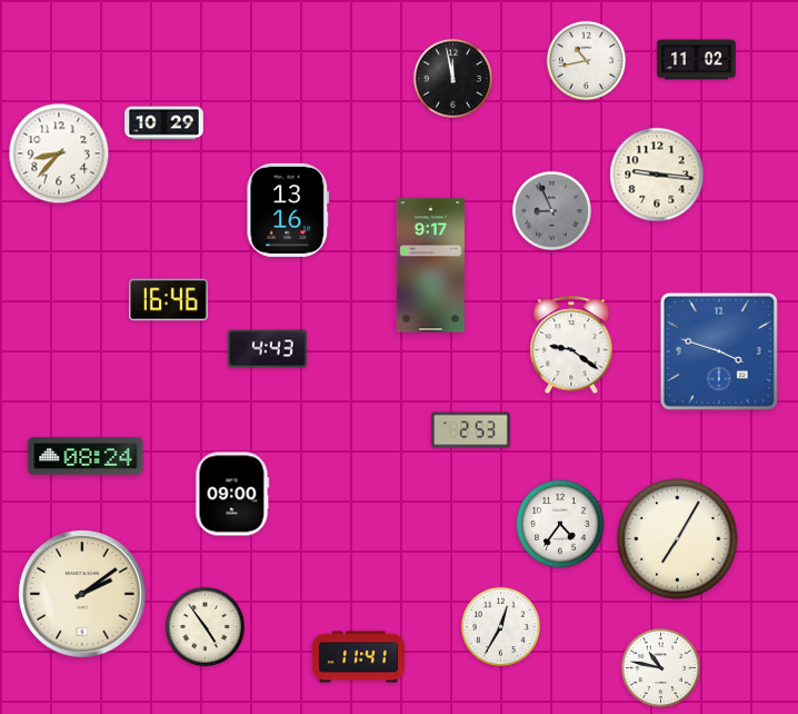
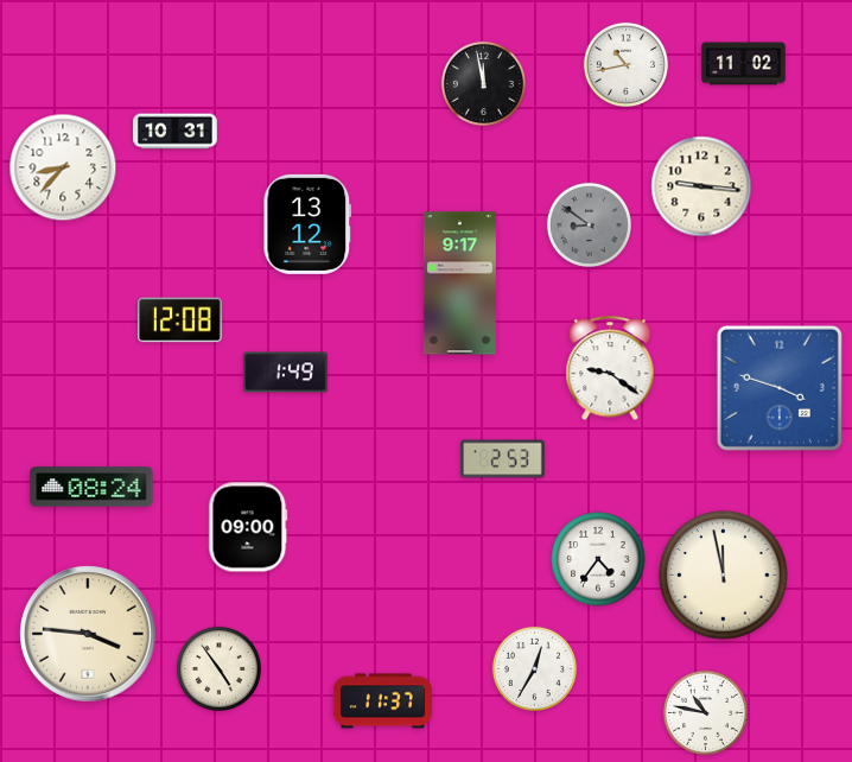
clock at (164, 123): 10:29 -> 10:31
clock at (59, 153) position: (59, 153) -> (63, 167)
clock at (288, 210): 13:16 -> 13:12
clock at (551, 210): 8:56 -> 8:51
clock at (169, 300): 16:46 -> 12:08
clock at (268, 349): 4:43 -> 1:49
clock at (719, 351) position: (719, 351) -> (780, 388)
clock at (678, 539): 7:05 -> 11:58
clock at (83, 595): 2:09 -> 3:46
clock at (358, 657): 11:41 -> 11:37
